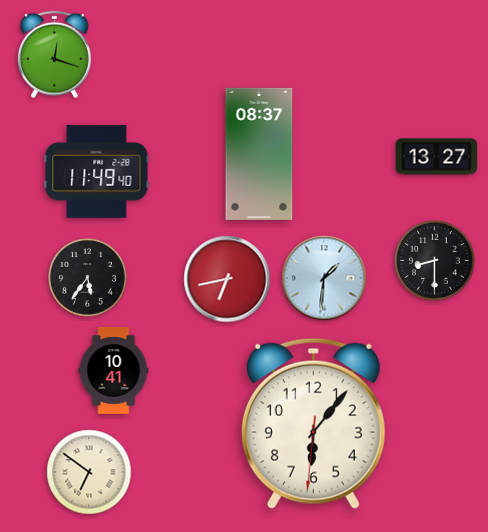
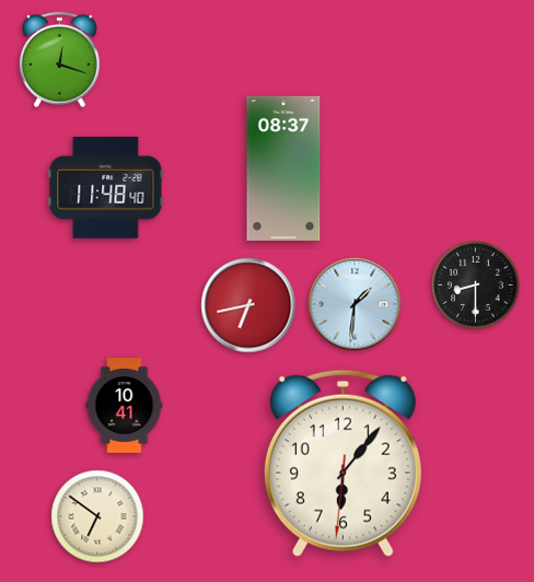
clock at (437, 157): 13:27 -> none
clock at (97, 171): 11:49 -> 11:48
clock at (88, 278): 5:36 -> none
